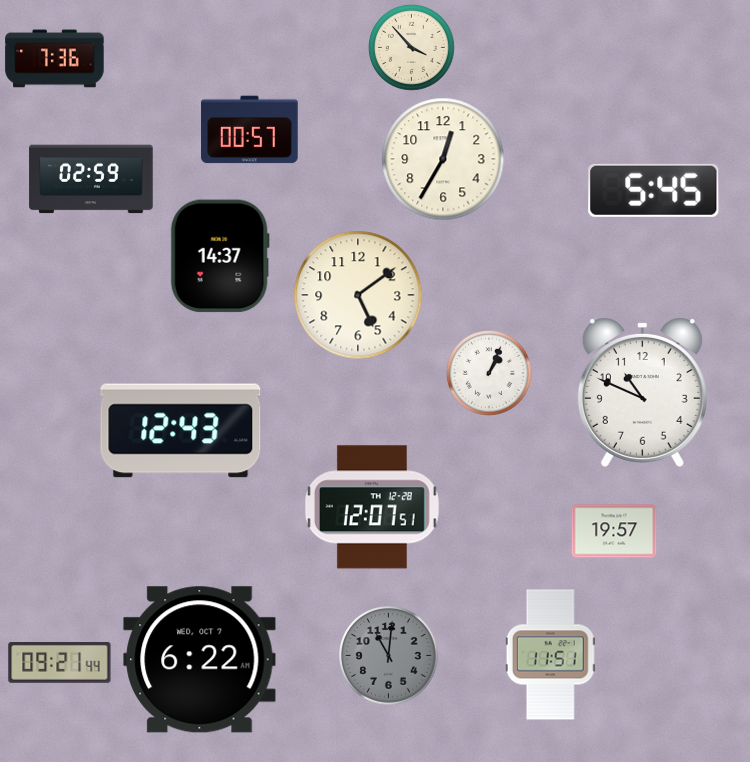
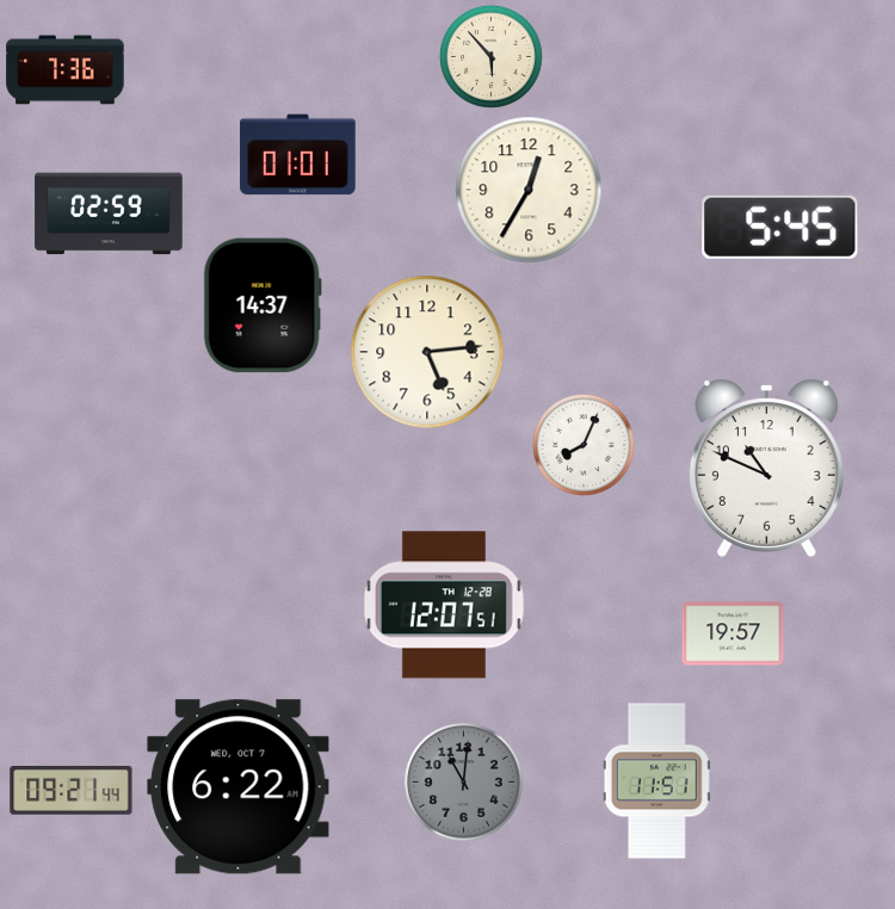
clock at (411, 47): 3:53 -> 5:53
clock at (250, 130): 00:57 -> 01:01
clock at (358, 295): 5:09 -> 5:14
clock at (489, 373): 1:04 -> 8:04
clock at (181, 431): 12:43 -> none
